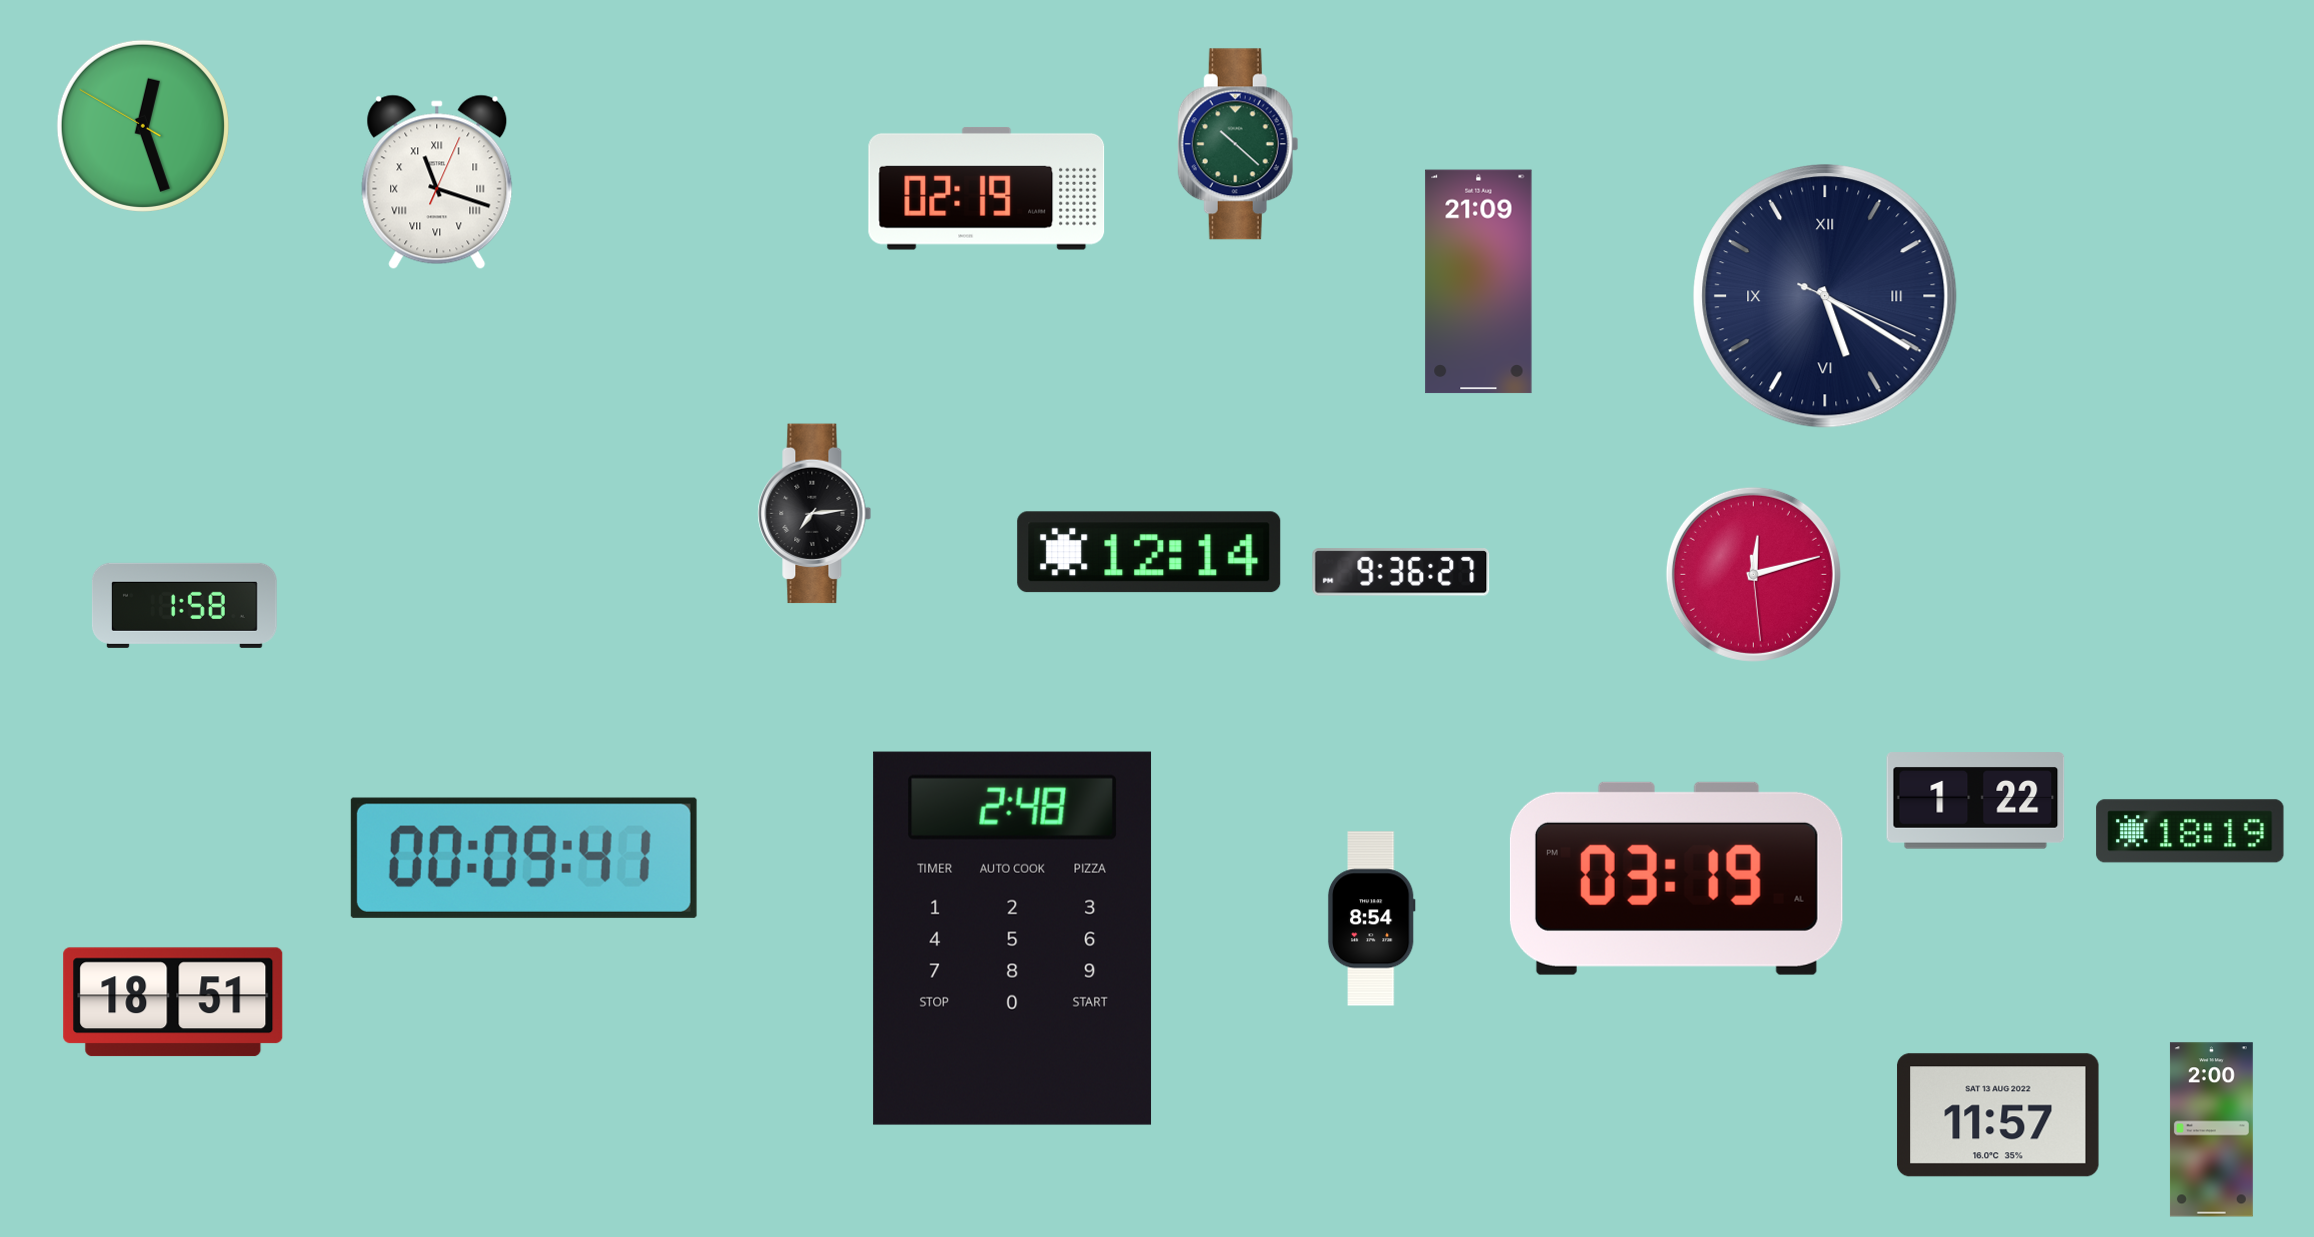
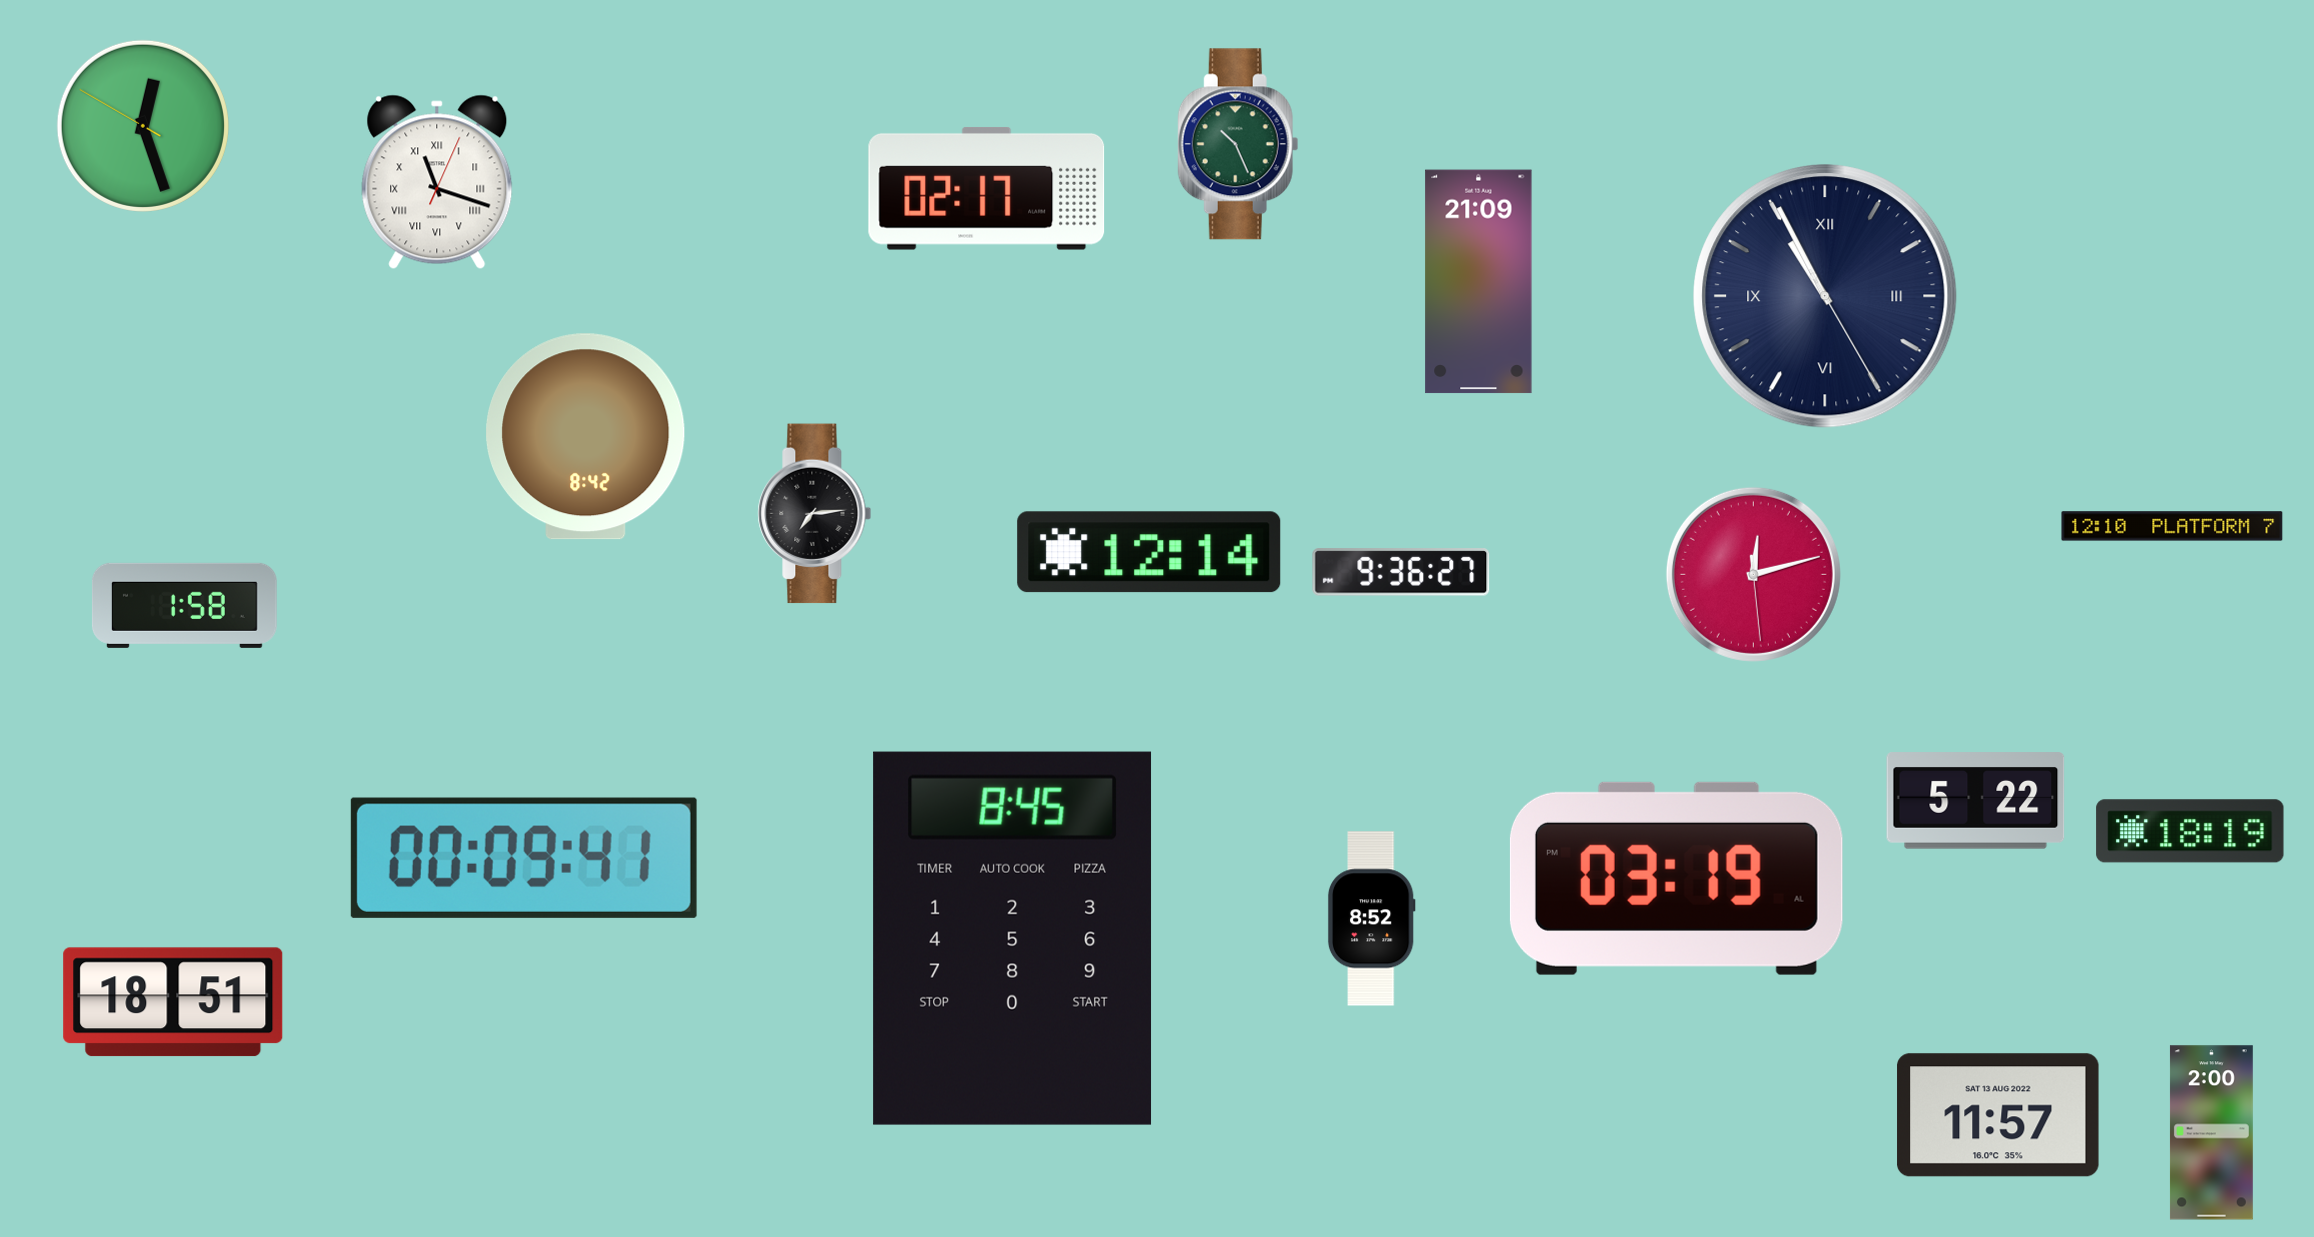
clock at (1238, 144): 10:22 -> 10:26
clock at (987, 188): 02:19 -> 02:17
clock at (1825, 296): 5:20 -> 10:55
clock at (586, 437): none -> 8:42
clock at (2172, 526): none -> 12:10
clock at (1976, 801): 1:22 -> 5:22
clock at (1371, 919): 8:54 -> 8:52
clock at (1013, 938): 2:48 -> 8:45
clock at (2211, 1130) position: (2211, 1130) -> (2211, 1133)
